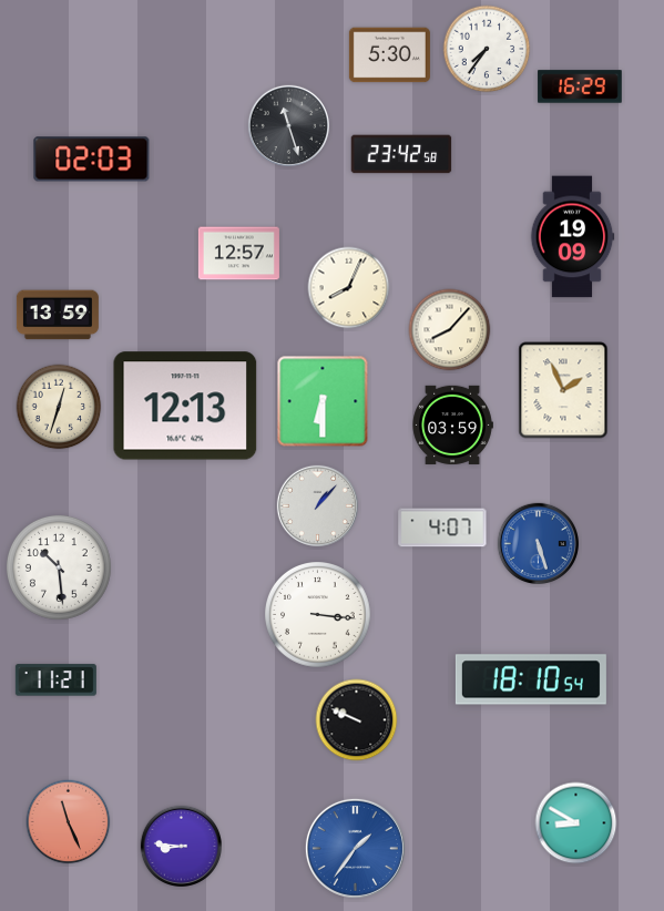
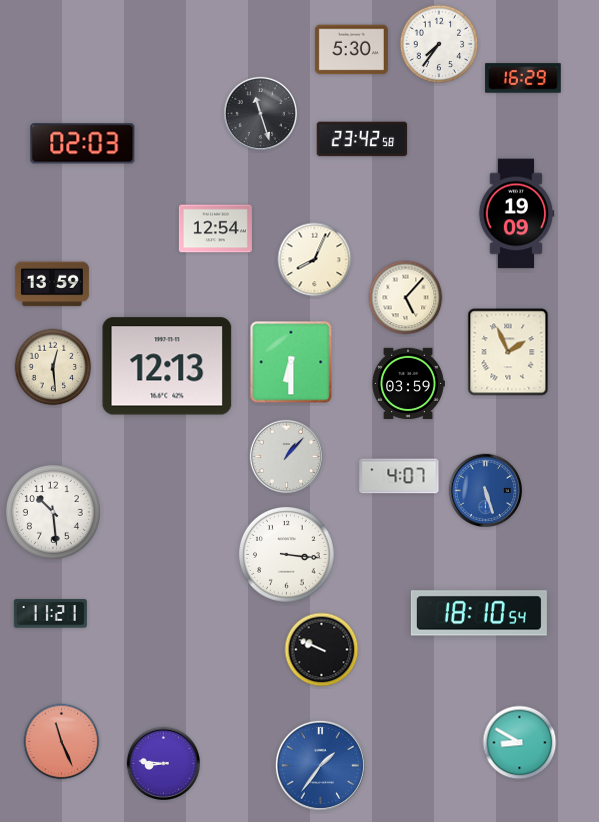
clock at (238, 254): 12:57 -> 12:54
clock at (450, 330): 8:07 -> 5:07
clock at (59, 407): 12:33 -> 12:29
